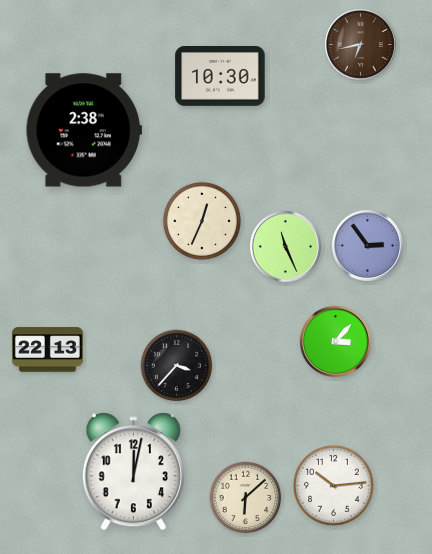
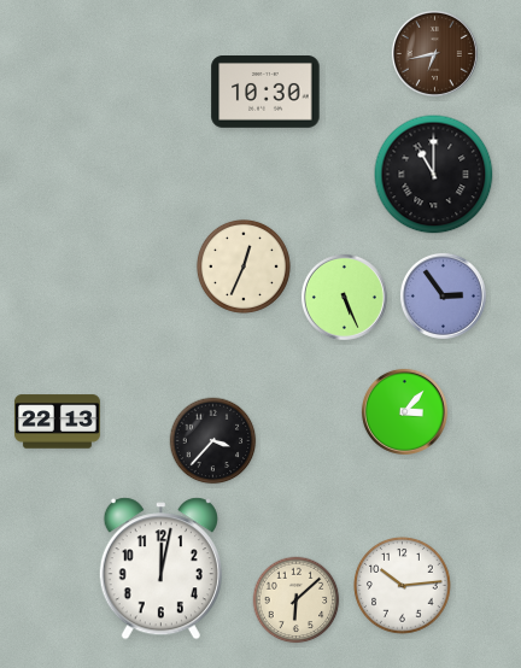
clock at (84, 130): 2:38 -> none
clock at (434, 175): none -> 11:00
clock at (285, 246): 11:26 -> 5:26
